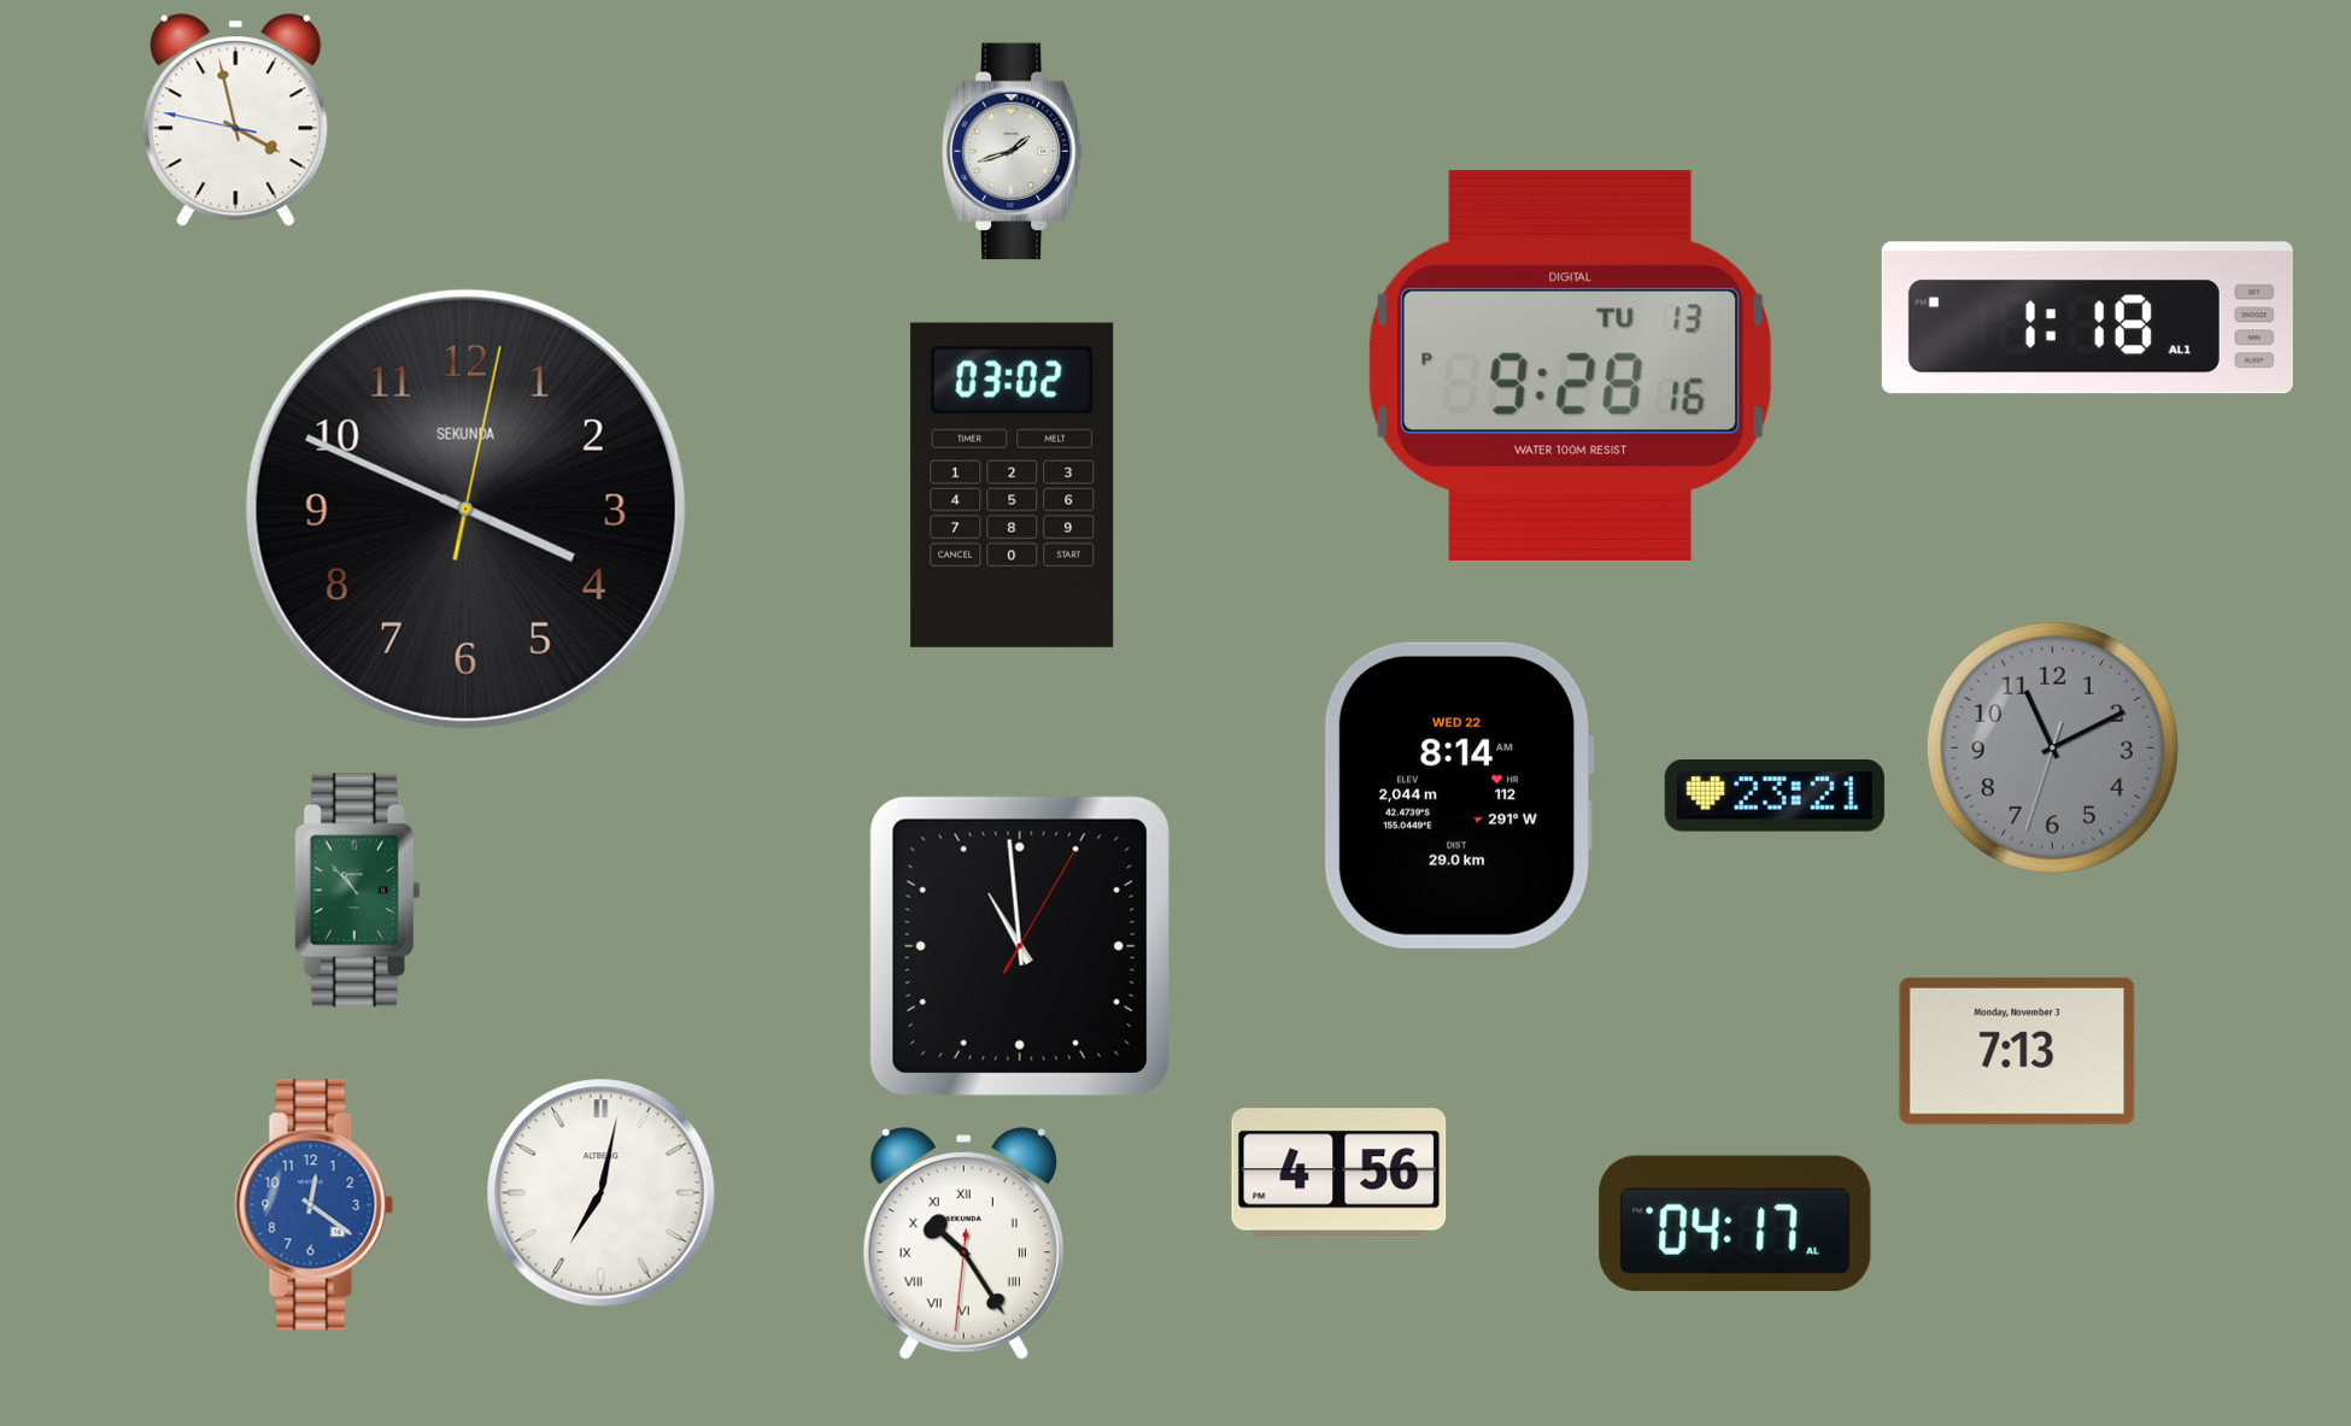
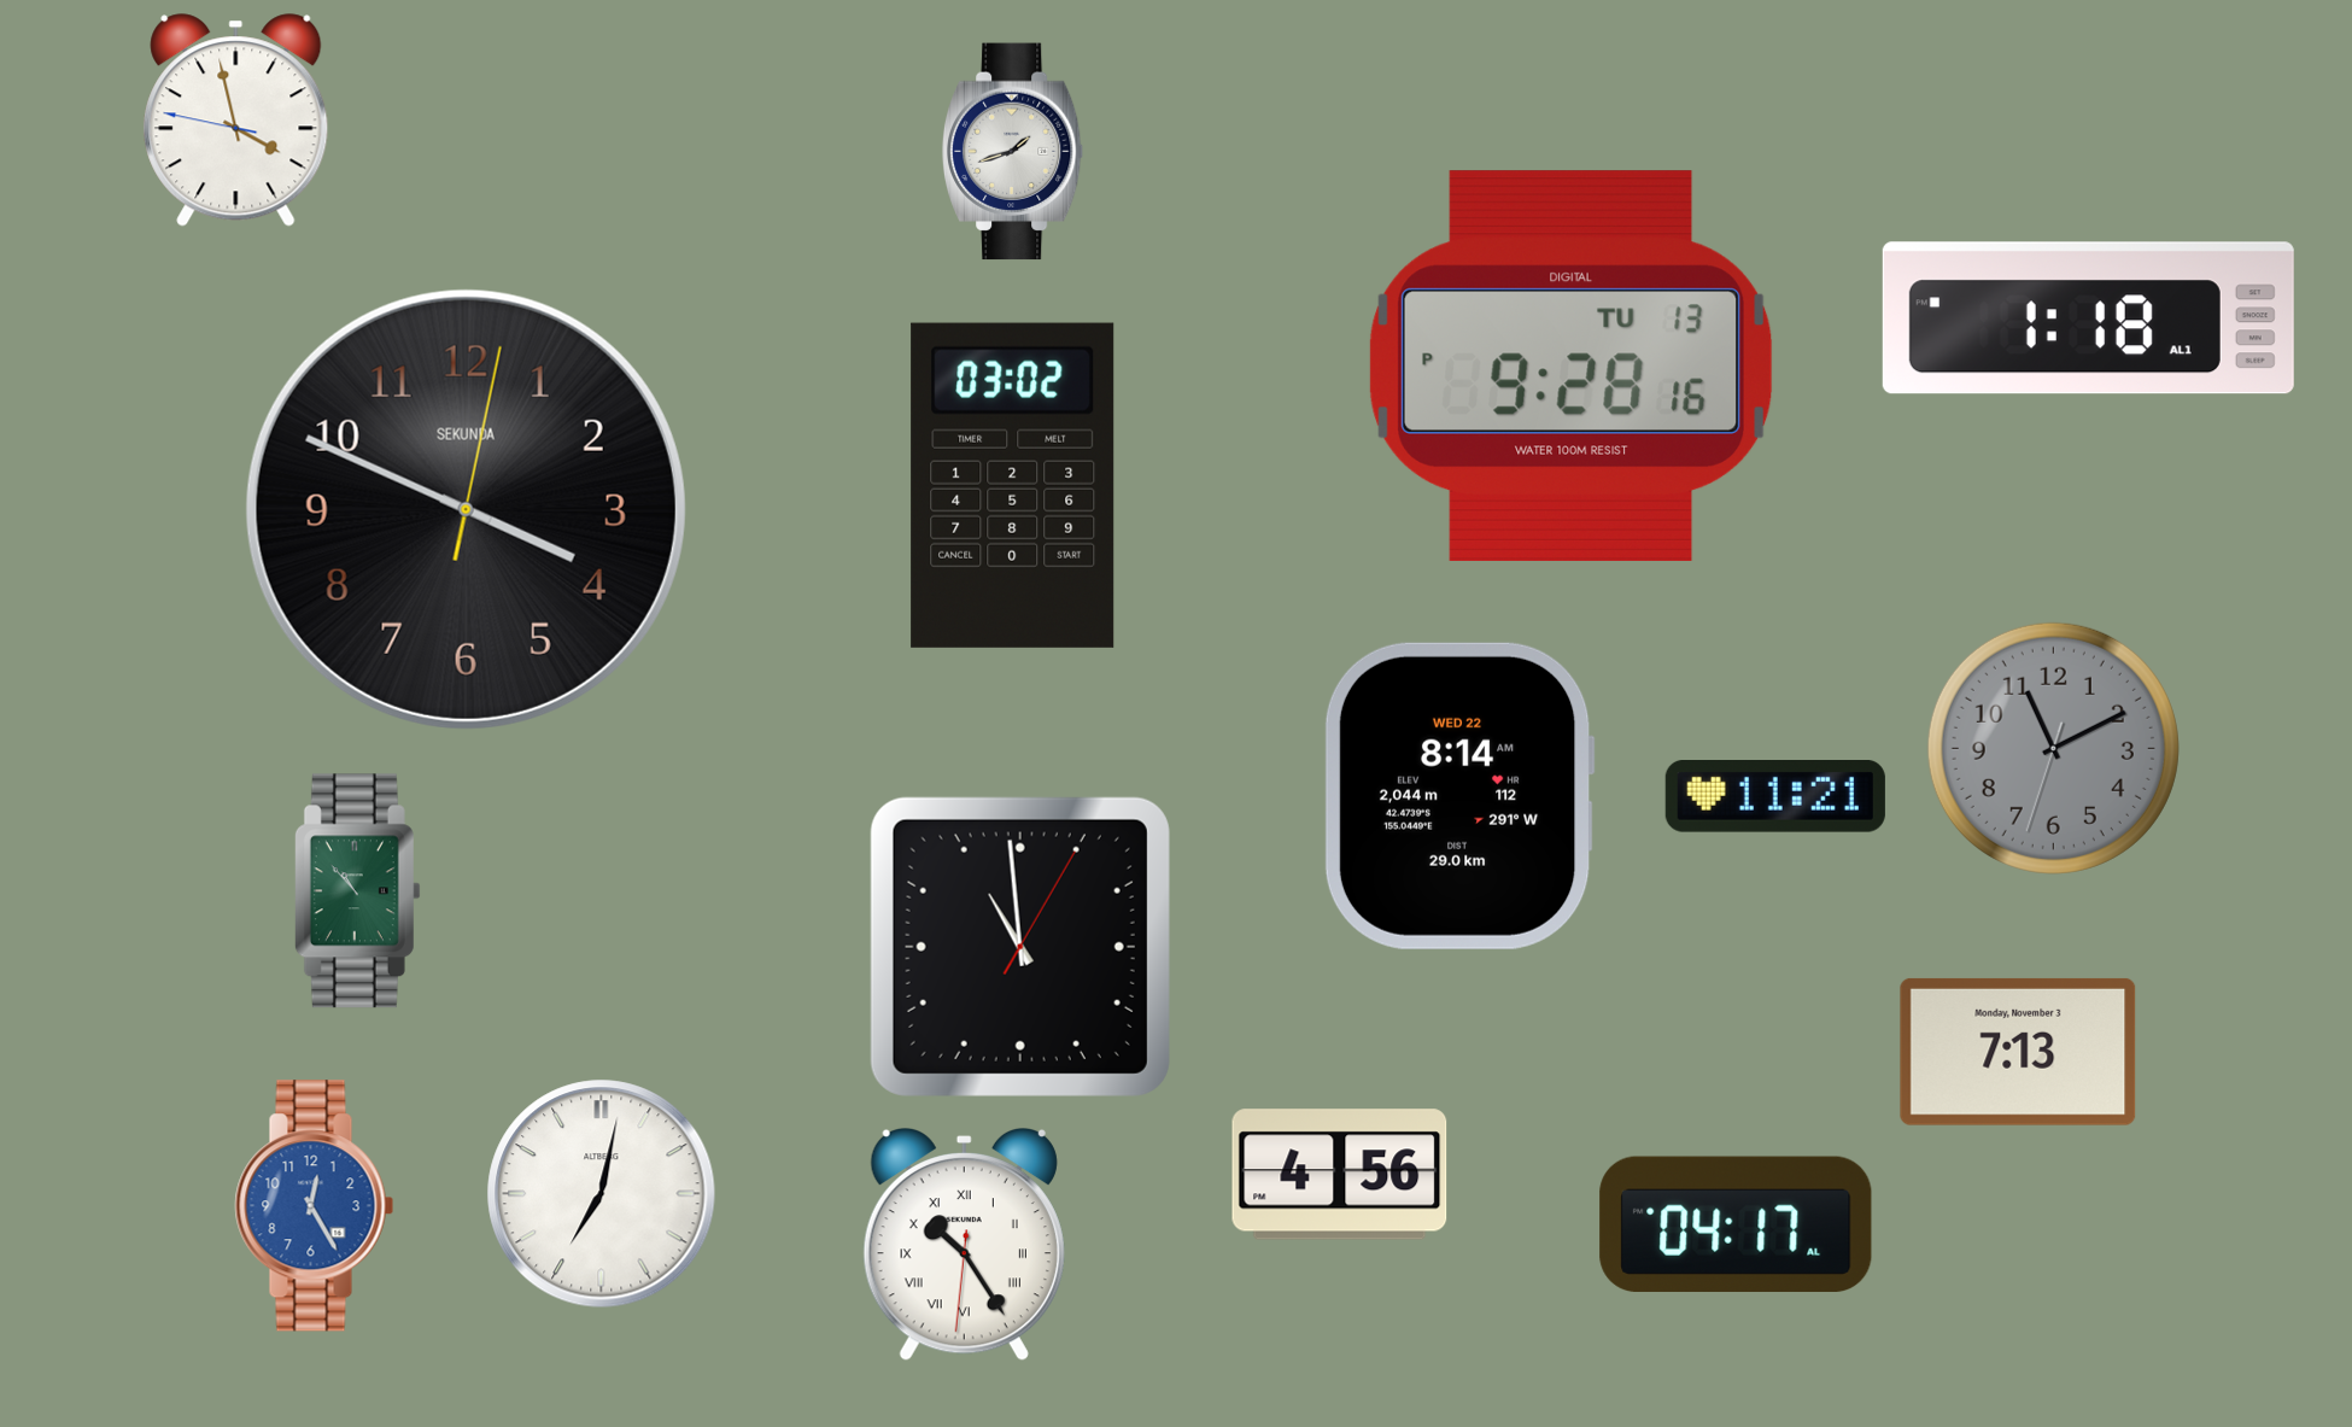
clock at (1775, 797): 23:21 -> 11:21
clock at (315, 1205): 12:21 -> 12:25
